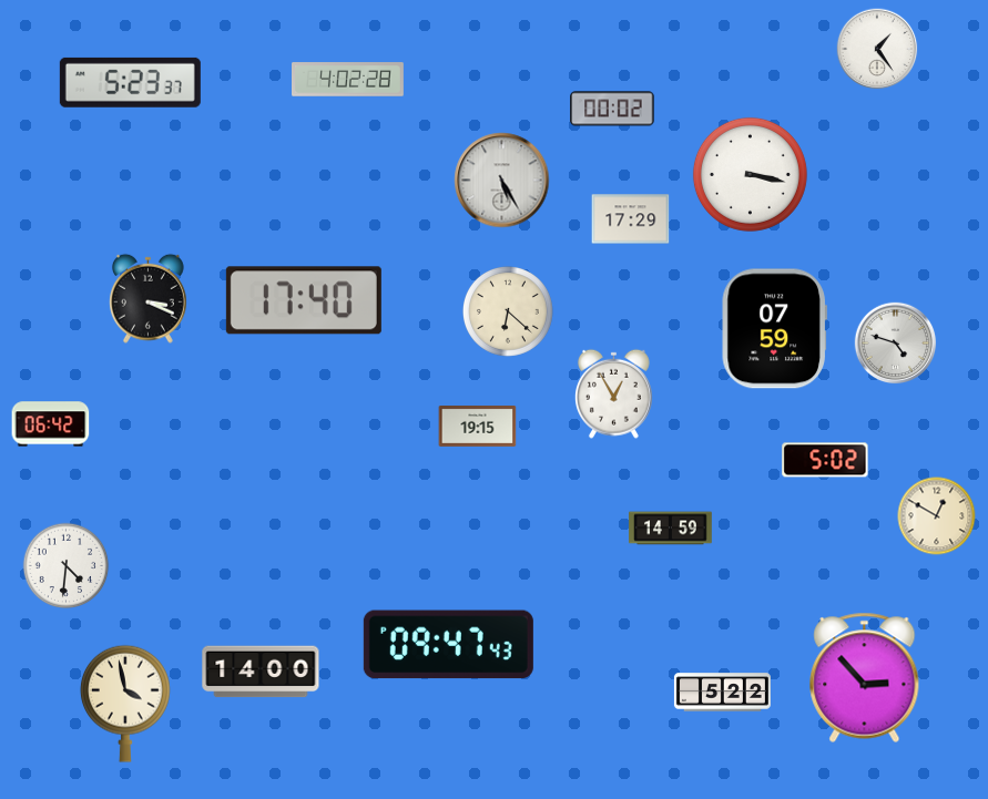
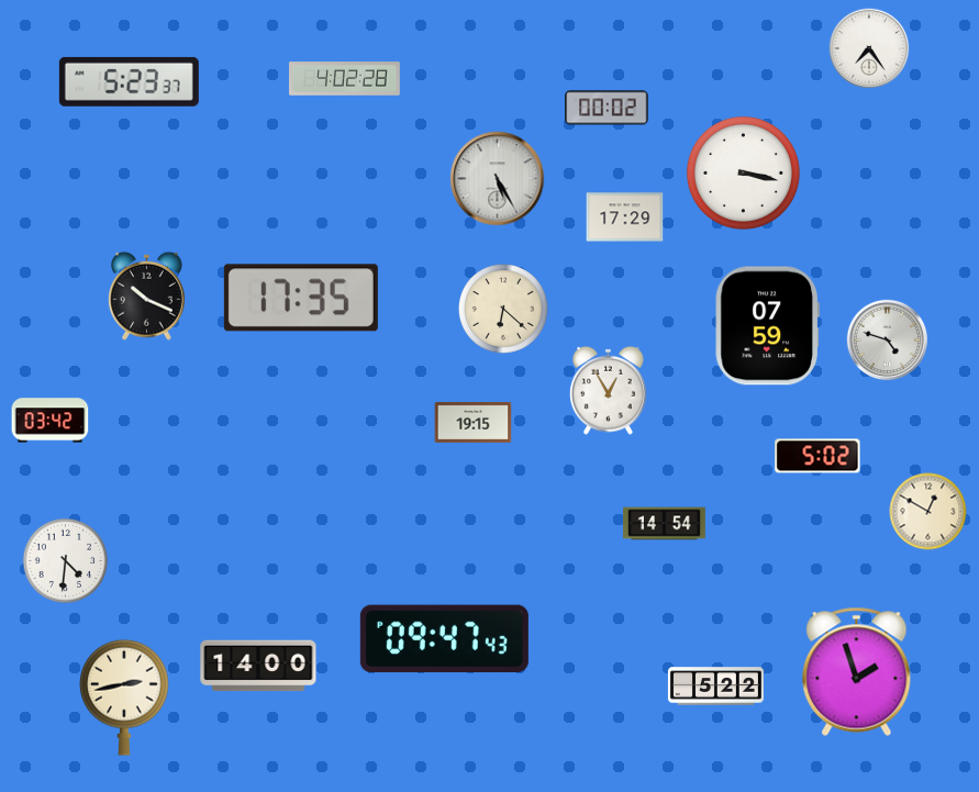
clock at (877, 49): 1:24 -> 7:24
clock at (149, 298): 3:19 -> 10:19
clock at (304, 300): 17:40 -> 17:35
clock at (51, 424): 06:42 -> 03:42
clock at (671, 529): 14:59 -> 14:54
clock at (865, 677): 2:53 -> 1:57
clock at (125, 704): 3:58 -> 2:43
